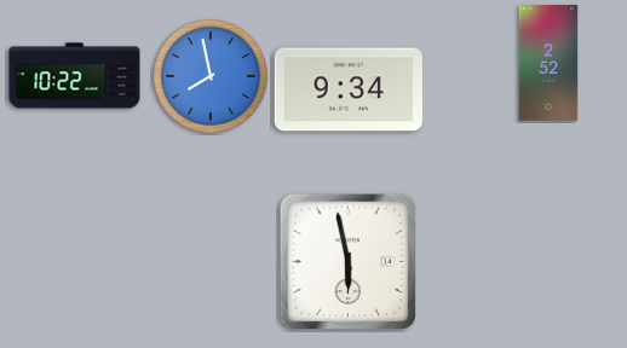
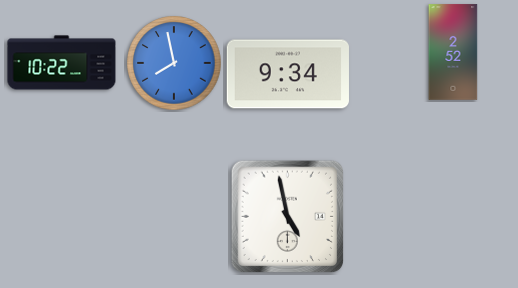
clock at (349, 262): 5:58 -> 4:58
